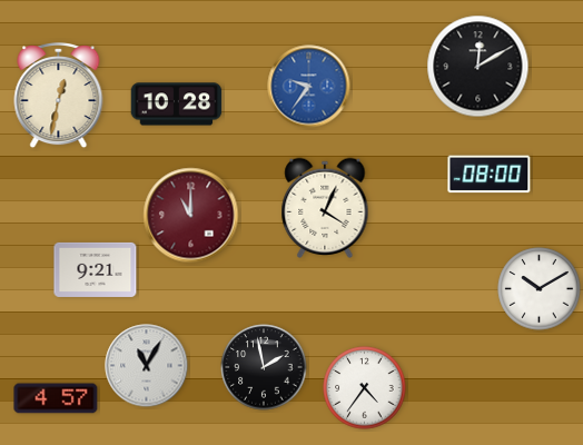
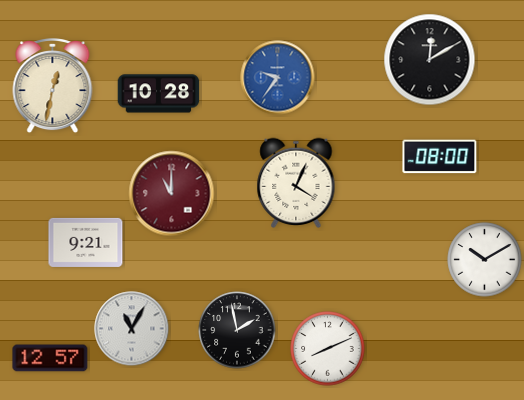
clock at (325, 208) position: (325, 208) -> (296, 183)
clock at (365, 388): 4:36 -> 8:11
clock at (56, 398): 4:57 -> 12:57
